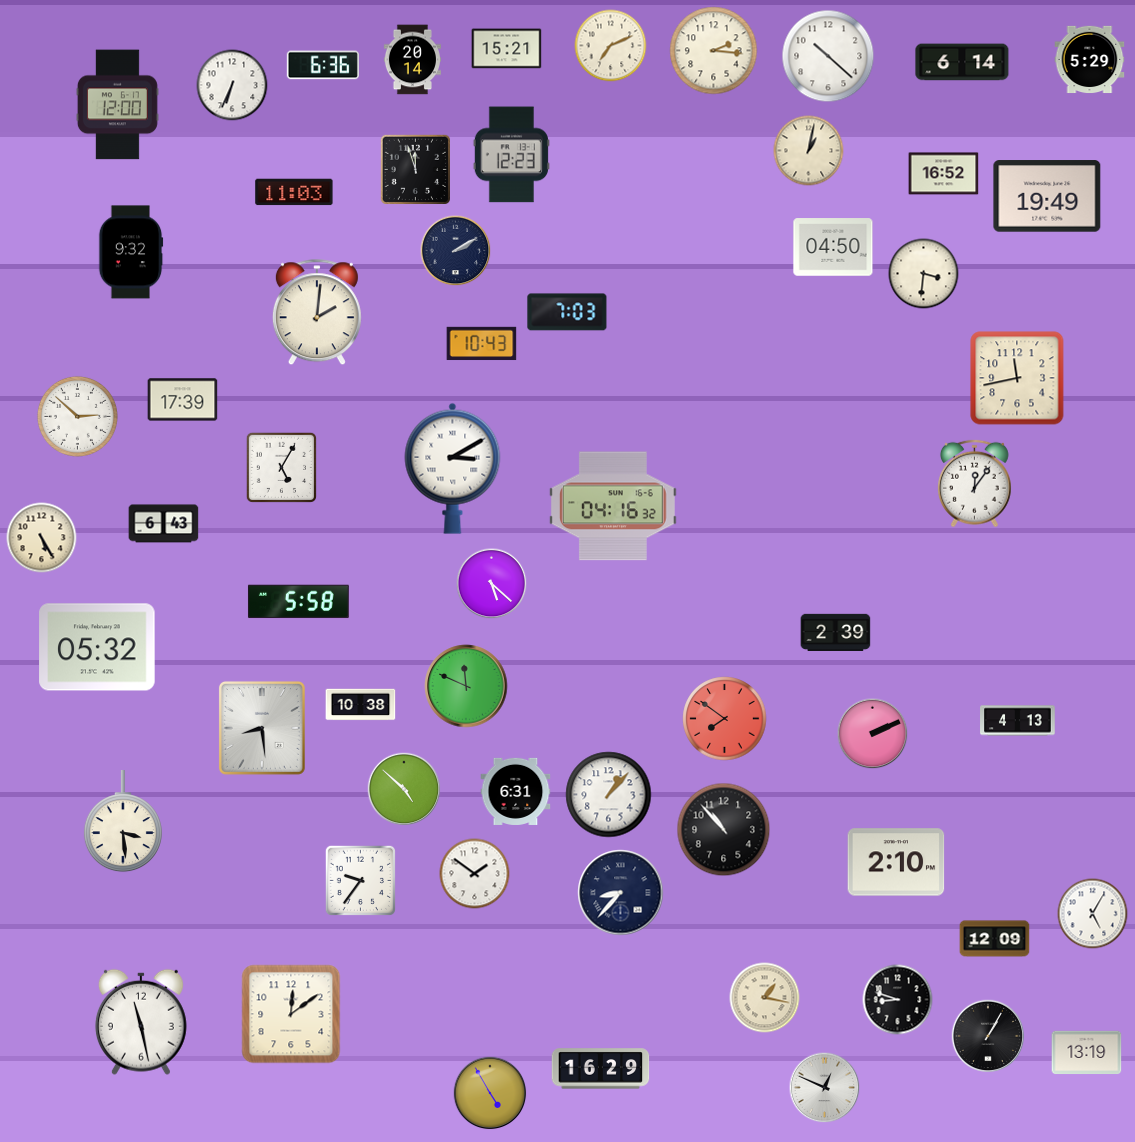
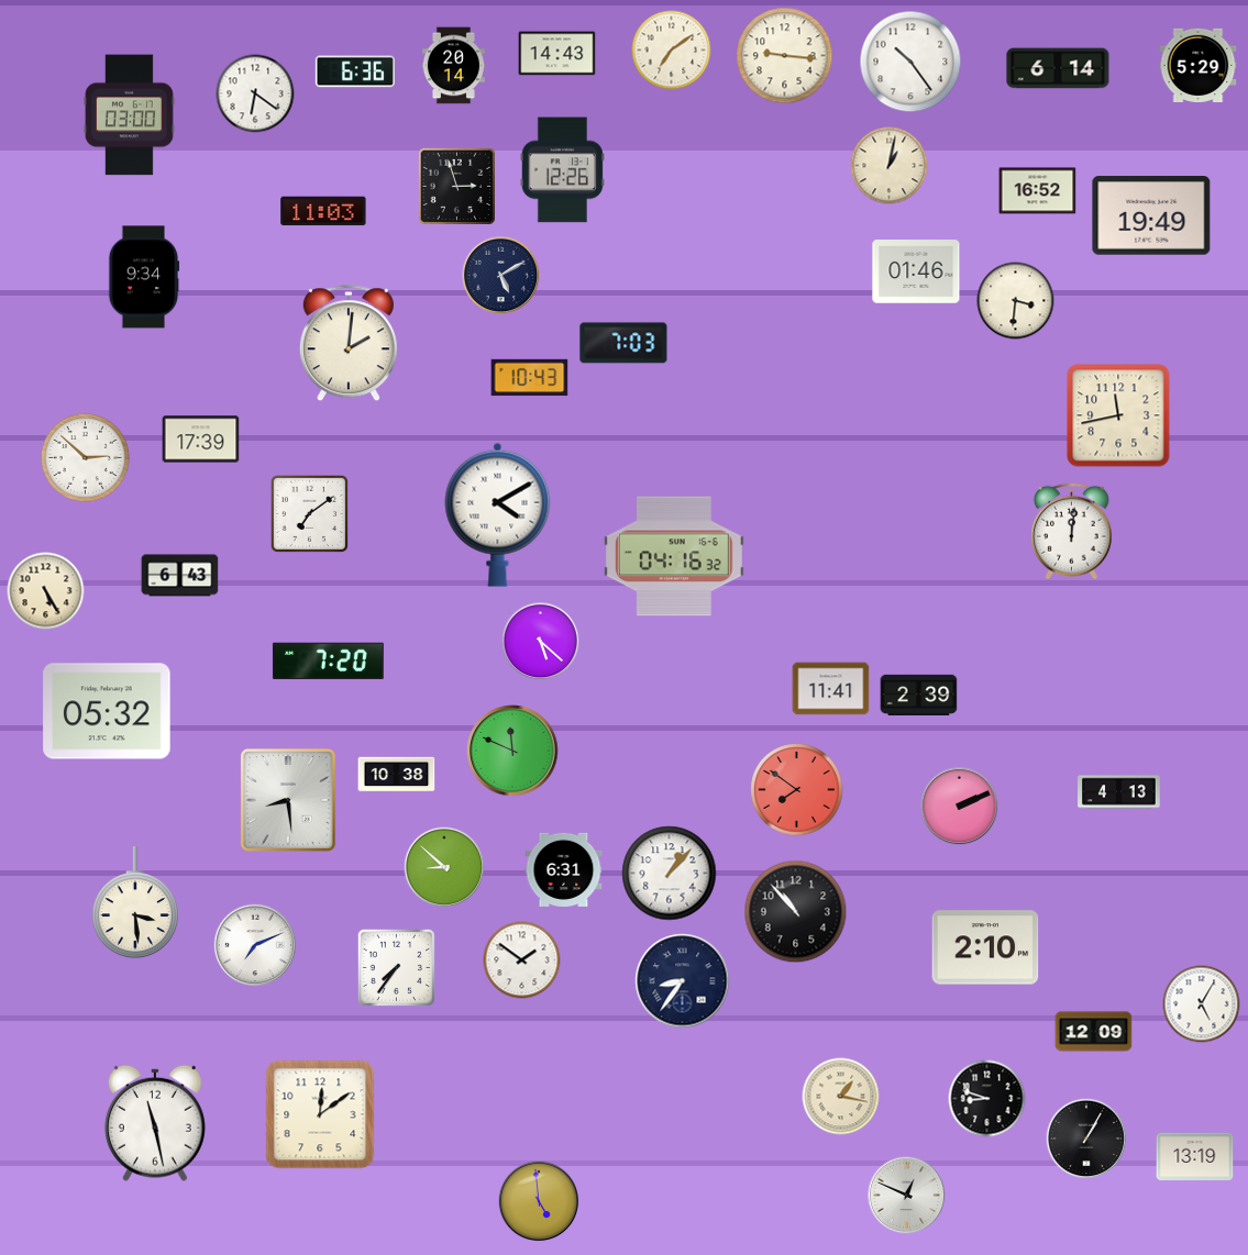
clock at (611, 46): 7:11 -> 7:09
clock at (507, 49): 15:21 -> 14:43
clock at (714, 51): 2:16 -> 9:16
clock at (828, 56): 10:22 -> 10:24
clock at (232, 85): 6:34 -> 6:21
clock at (117, 105): 12:00 -> 03:00
clock at (511, 155): 12:23 -> 12:26
clock at (415, 169): 11:57 -> 2:57
clock at (833, 247): 04:50 -> 01:46
clock at (456, 251): 2:10 -> 5:10
clock at (131, 252): 9:32 -> 9:34
clock at (281, 467): 5:05 -> 7:09
clock at (453, 468): 3:10 -> 4:10
clock at (975, 484): 12:06 -> 12:01
clock at (298, 602): 5:58 -> 7:20
clock at (831, 689): none -> 11:41
clock at (466, 686) position: (466, 686) -> (512, 751)
clock at (404, 789): 4:52 -> 8:52
clock at (516, 791) position: (516, 791) -> (564, 869)
clock at (254, 944): none -> 7:11
clock at (360, 880): 9:36 -> 7:36
clock at (621, 893): 8:37 -> 8:36
clock at (601, 1069): 16:29 -> none
clock at (490, 1093): 4:55 -> 4:59
